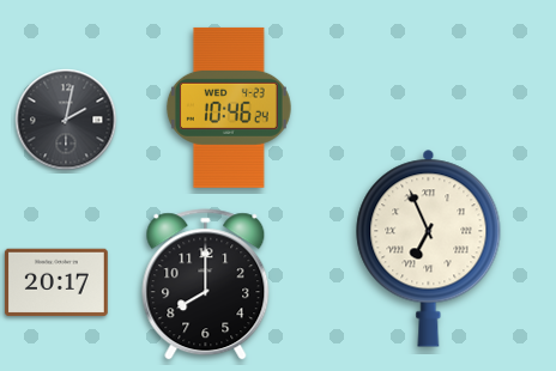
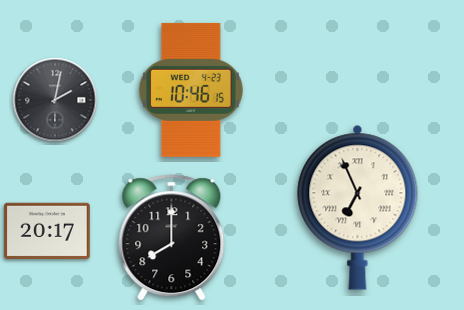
clock at (229, 108): 10:46:24 -> 10:46:15
clock at (56, 282) position: (56, 282) -> (47, 231)
